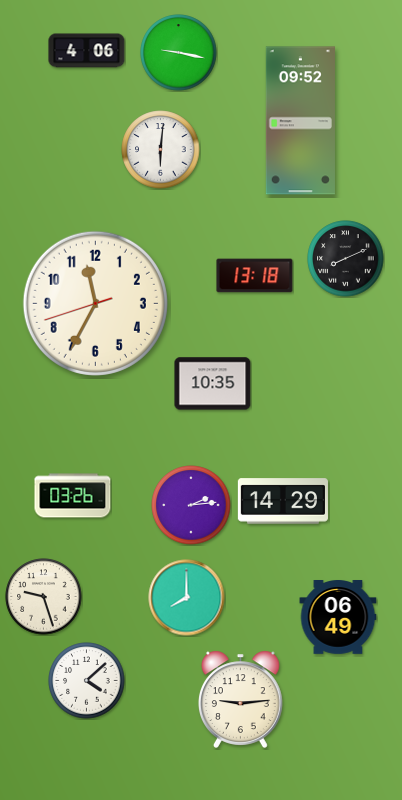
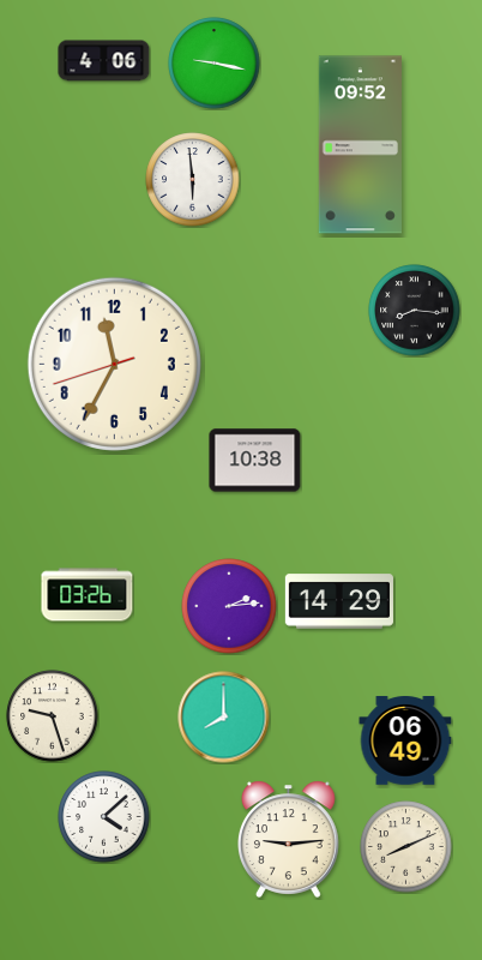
clock at (161, 150): 6:01 -> 5:59
clock at (346, 259): 8:11 -> 8:16
clock at (255, 276): 13:18 -> none
clock at (213, 384): 10:35 -> 10:38
clock at (406, 847): none -> 8:11
